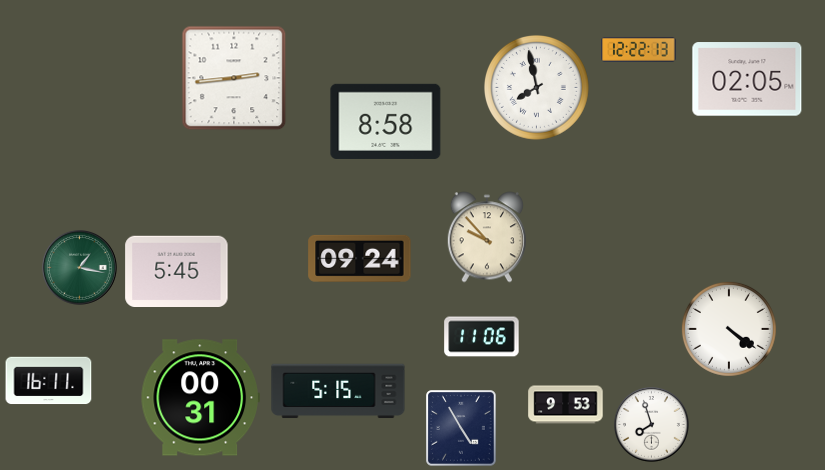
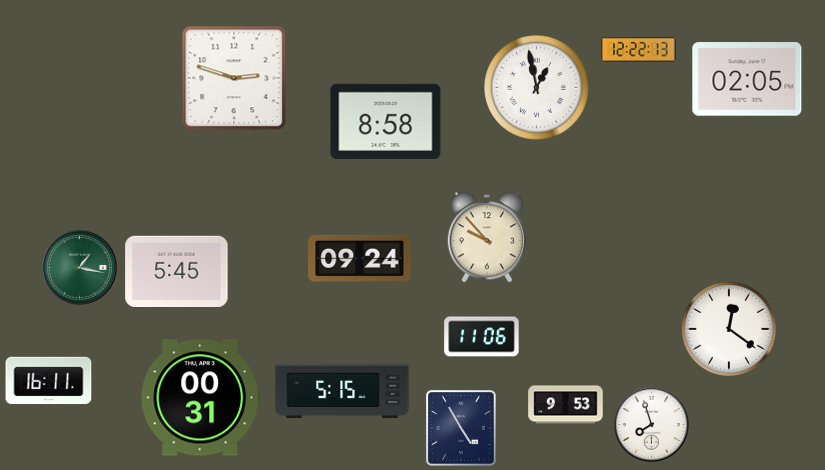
clock at (234, 78): 2:44 -> 2:48
clock at (536, 87): 7:58 -> 12:58
clock at (729, 329): 4:21 -> 12:21
clock at (338, 391) position: (338, 391) -> (342, 391)
